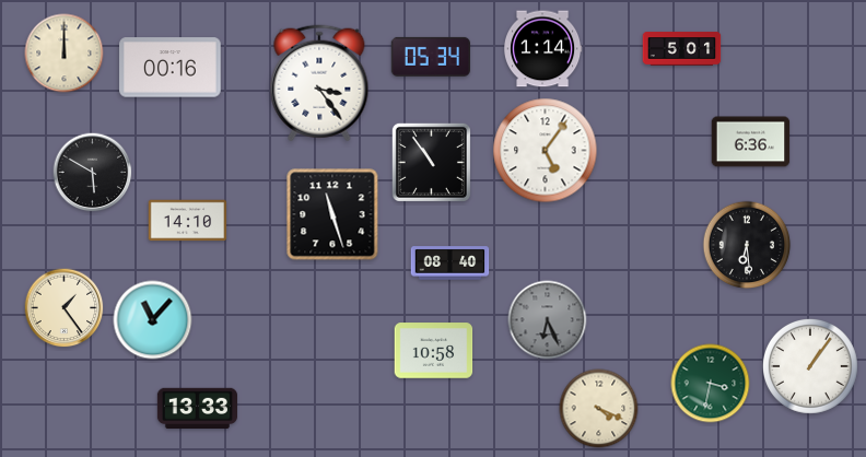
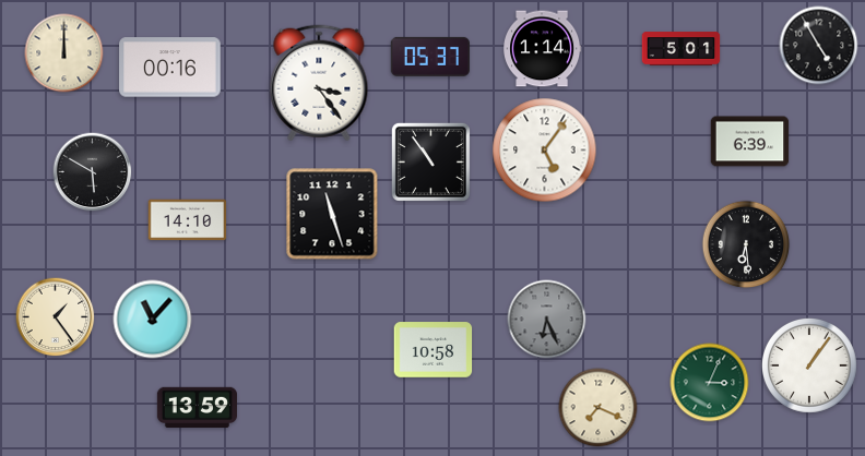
clock at (819, 46): none -> 4:55
clock at (430, 57): 05:34 -> 05:37
clock at (751, 142): 6:36 -> 6:39
clock at (450, 263): 08:40 -> none
clock at (65, 308) position: (65, 308) -> (56, 317)
clock at (711, 384): 3:32 -> 3:04
clock at (197, 409): 13:33 -> 13:59
clock at (599, 409): 4:19 -> 7:19
